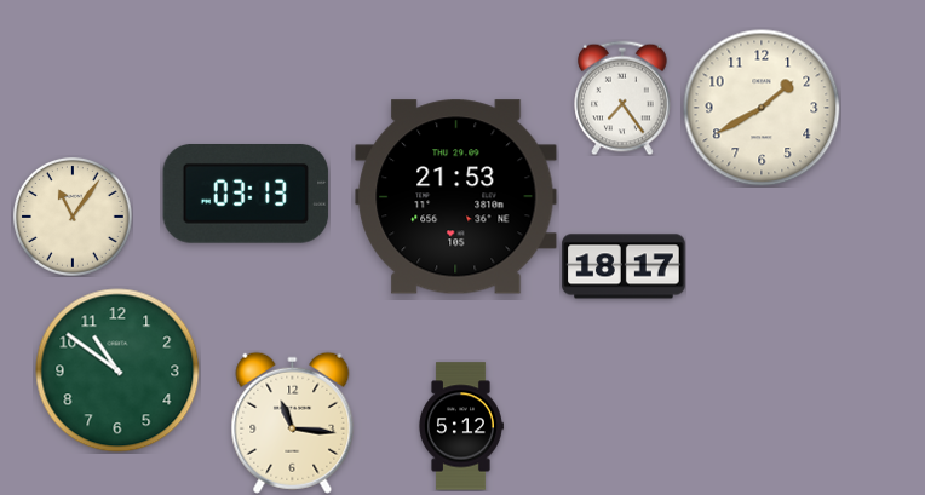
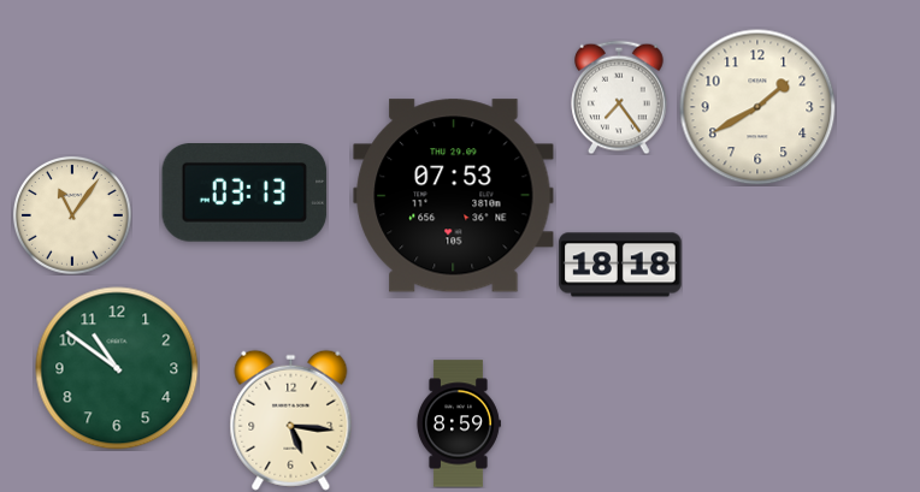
clock at (456, 197): 21:53 -> 07:53
clock at (624, 266): 18:17 -> 18:18
clock at (293, 422): 11:16 -> 5:16
clock at (460, 426): 5:12 -> 8:59
